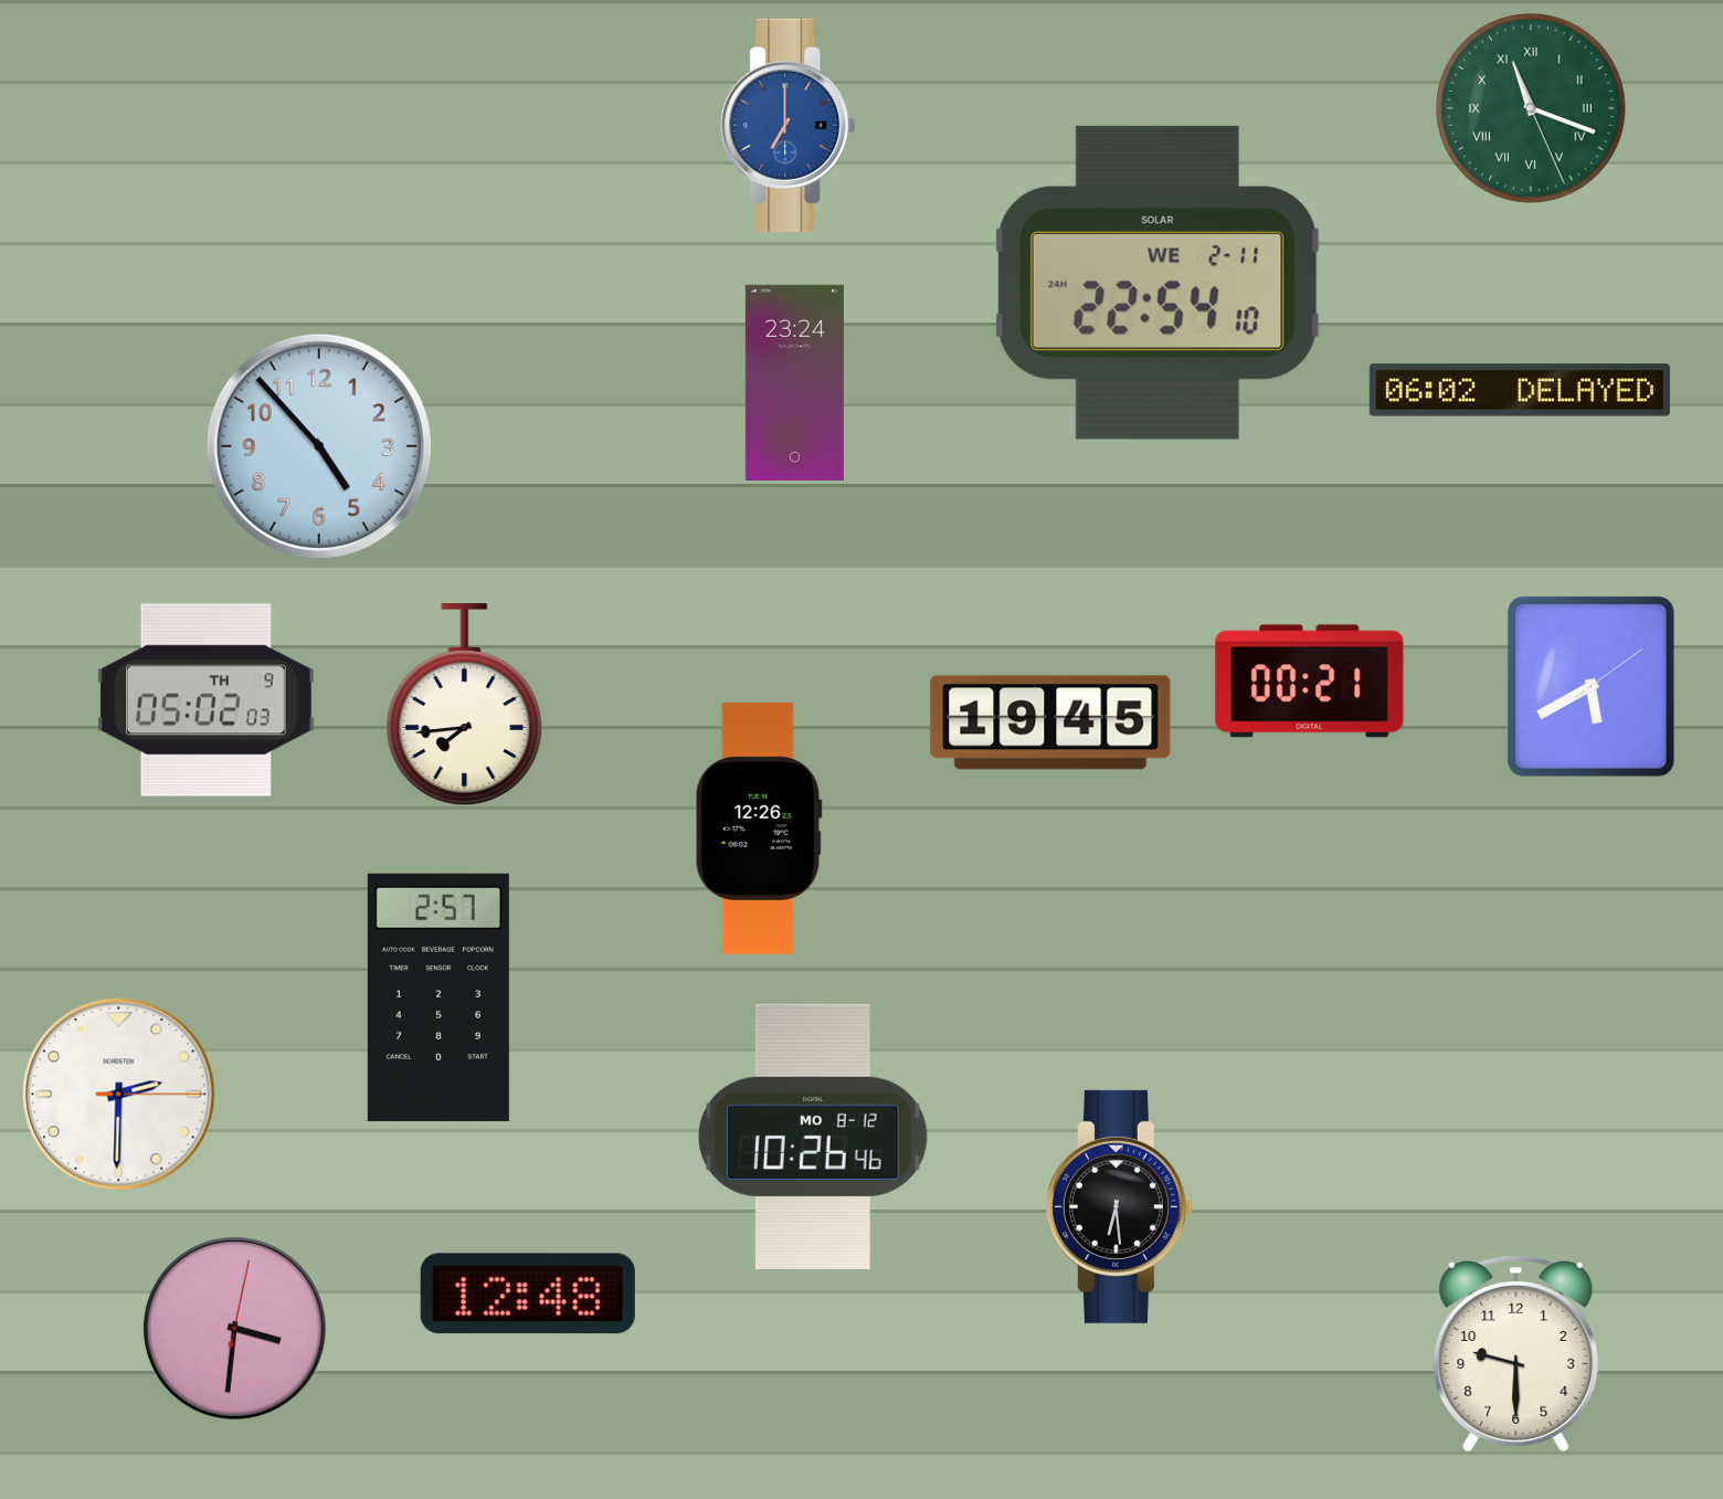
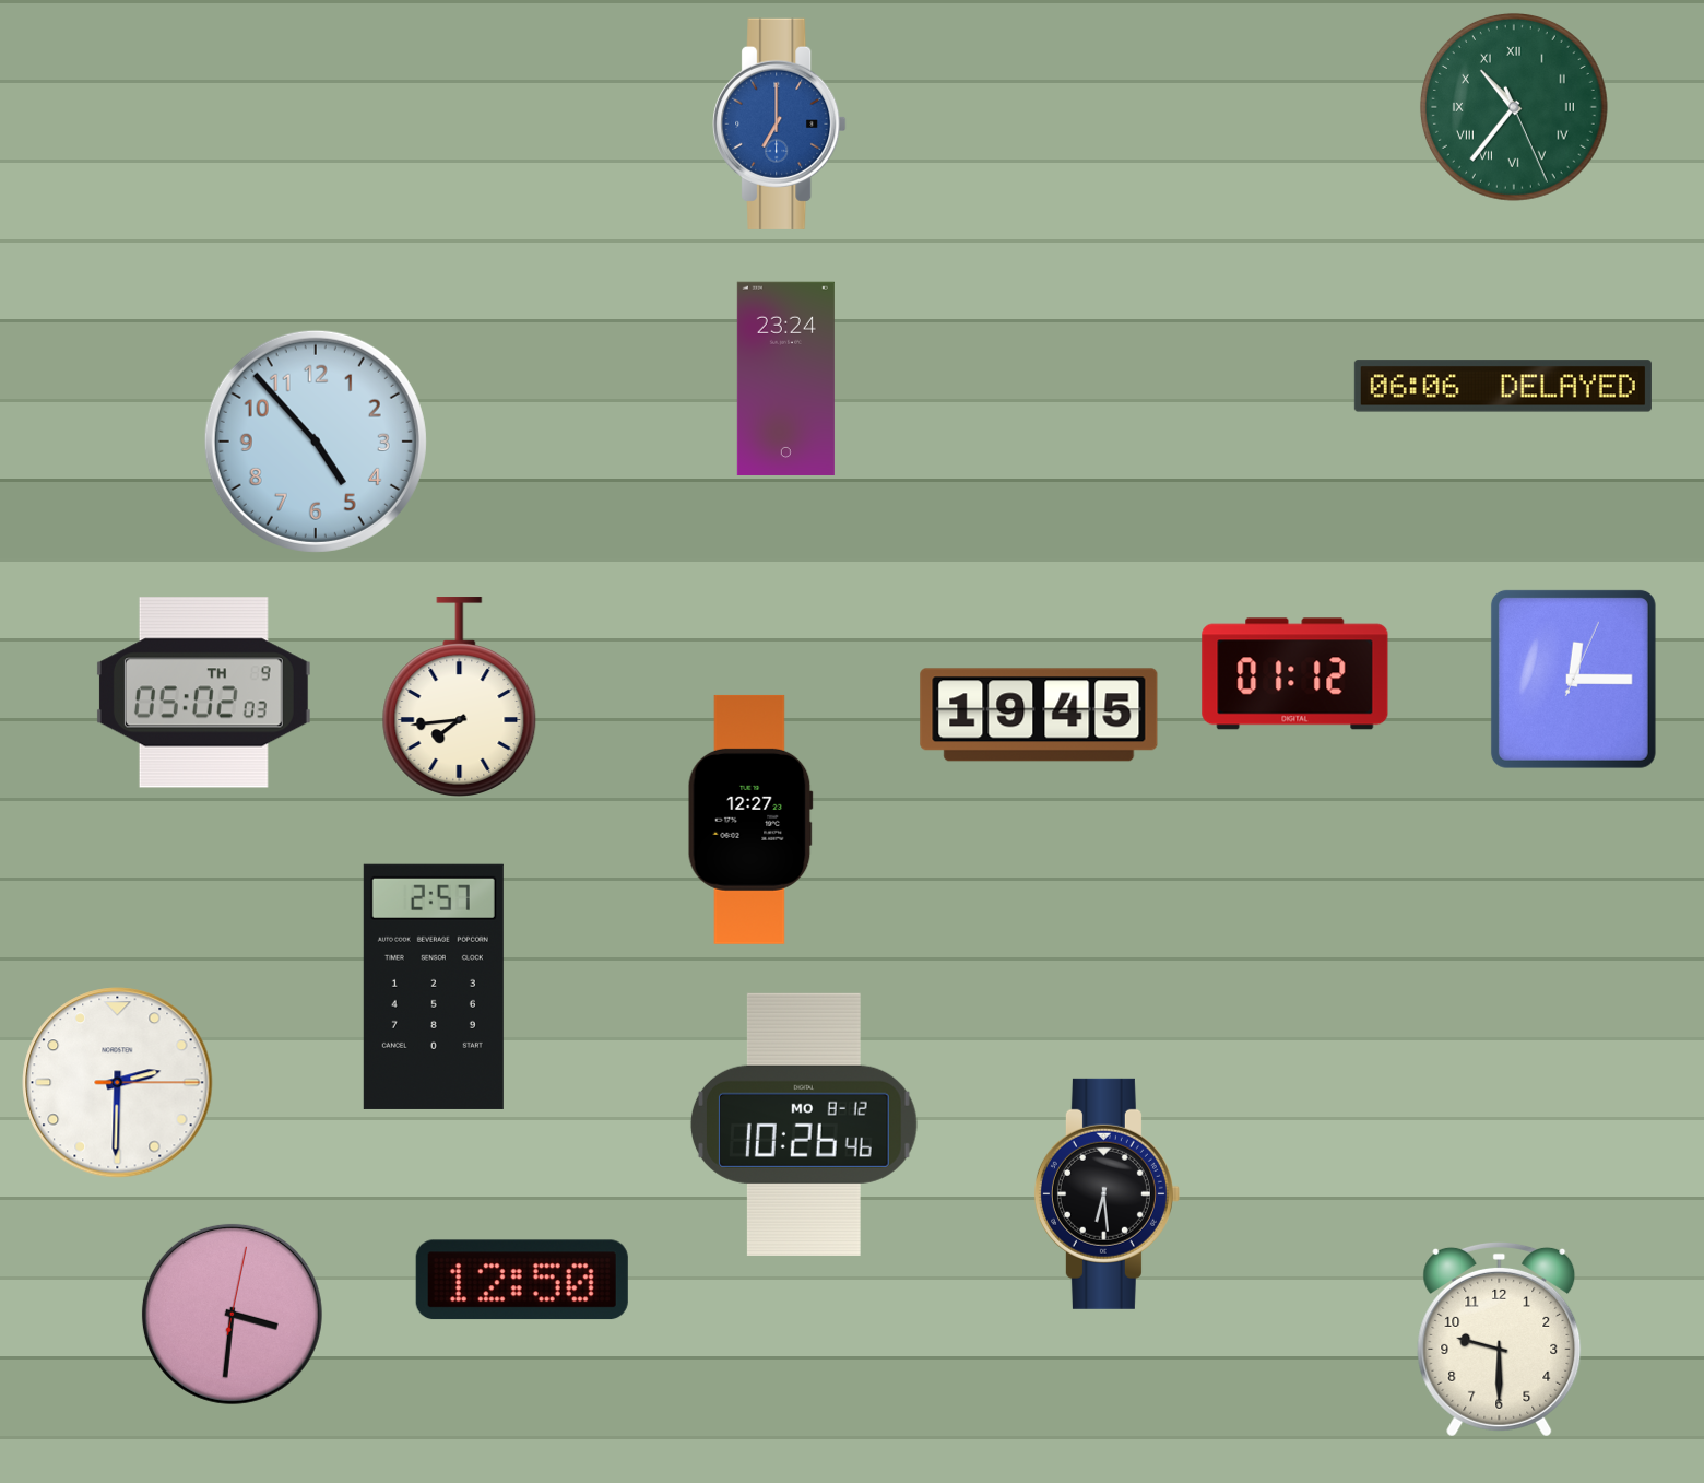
clock at (1531, 108): 11:18 -> 10:36
clock at (1158, 283): 22:54 -> none
clock at (1520, 390): 06:02 -> 06:06
clock at (1310, 682): 00:21 -> 01:12
clock at (1590, 686): 5:40 -> 12:15
clock at (759, 828): 12:26 -> 12:27
clock at (528, 1294): 12:48 -> 12:50
